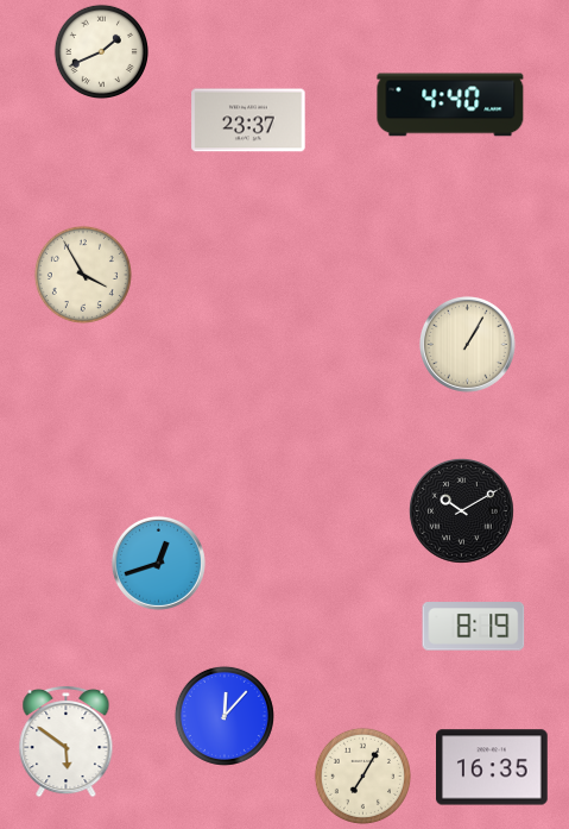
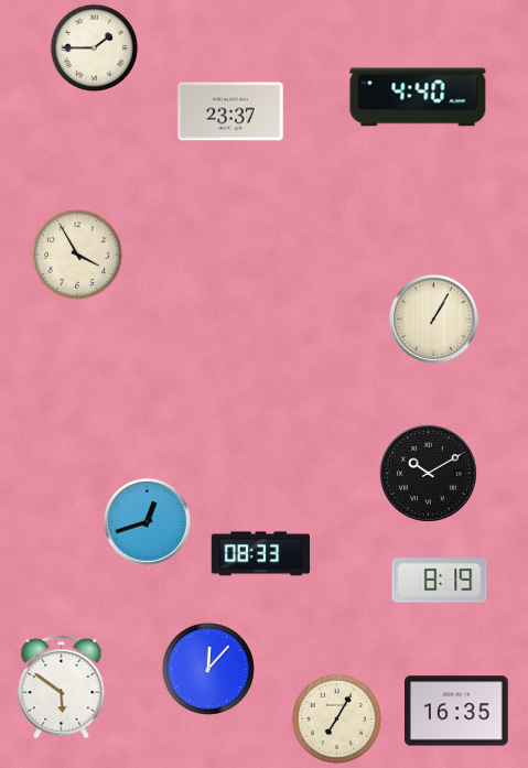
clock at (101, 51): 1:41 -> 1:45
clock at (260, 554): none -> 08:33
clock at (225, 716) position: (225, 716) -> (208, 669)
